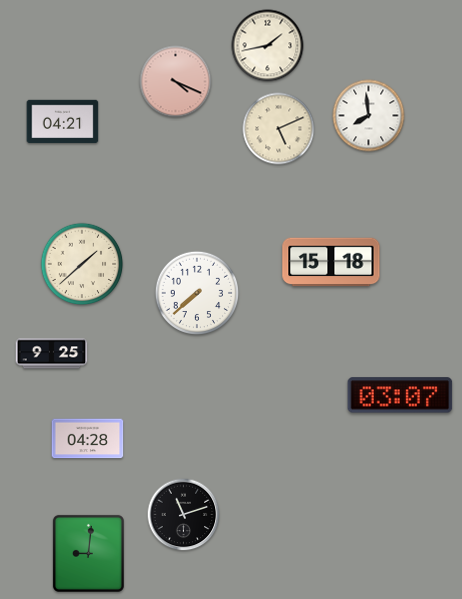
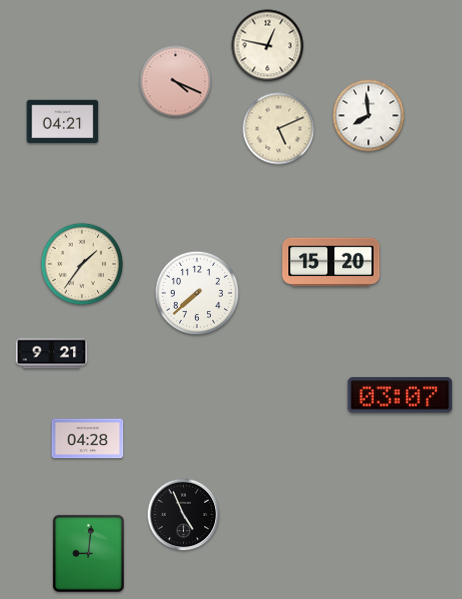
clock at (268, 46): 1:43 -> 12:47
clock at (331, 262): 15:18 -> 15:20
clock at (82, 264): 1:38 -> 1:36
clock at (52, 354): 9:25 -> 9:21
clock at (184, 515): 11:12 -> 4:56
